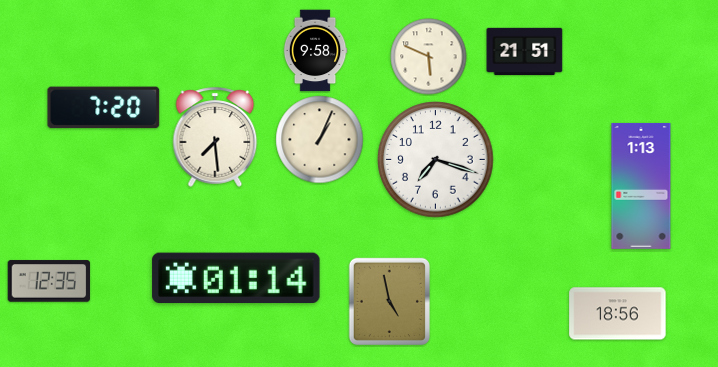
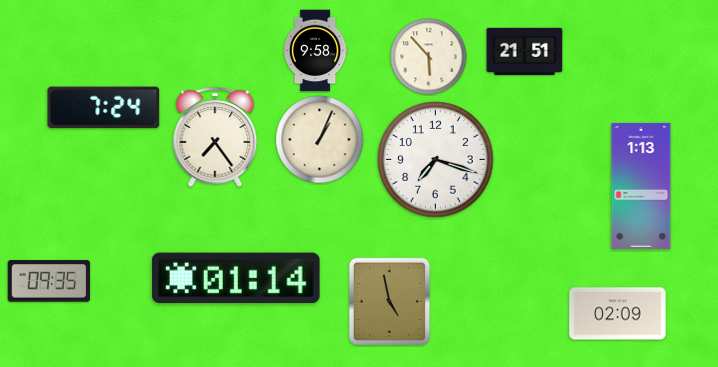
clock at (429, 57): 5:49 -> 5:53
clock at (104, 108): 7:20 -> 7:24
clock at (215, 137): 7:29 -> 7:24
clock at (49, 281): 12:35 -> 09:35
clock at (618, 314): 18:56 -> 02:09
